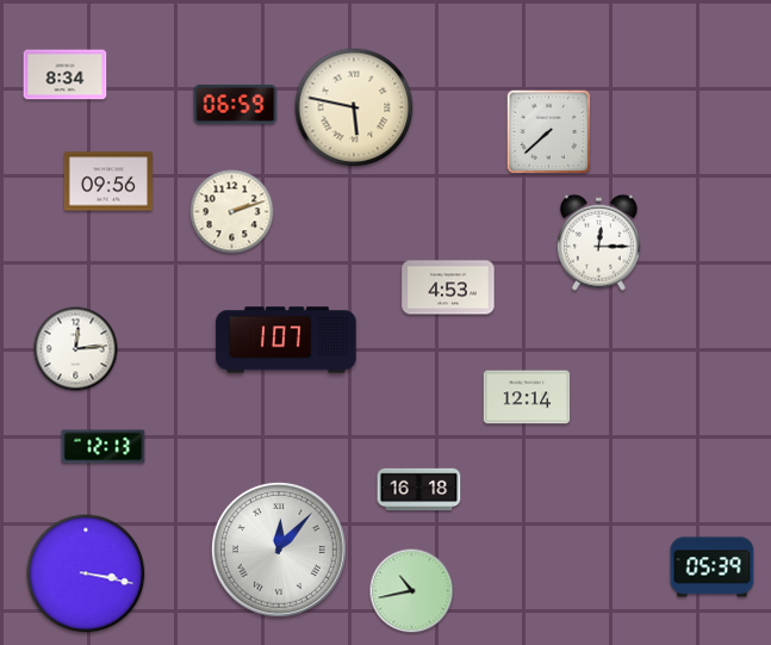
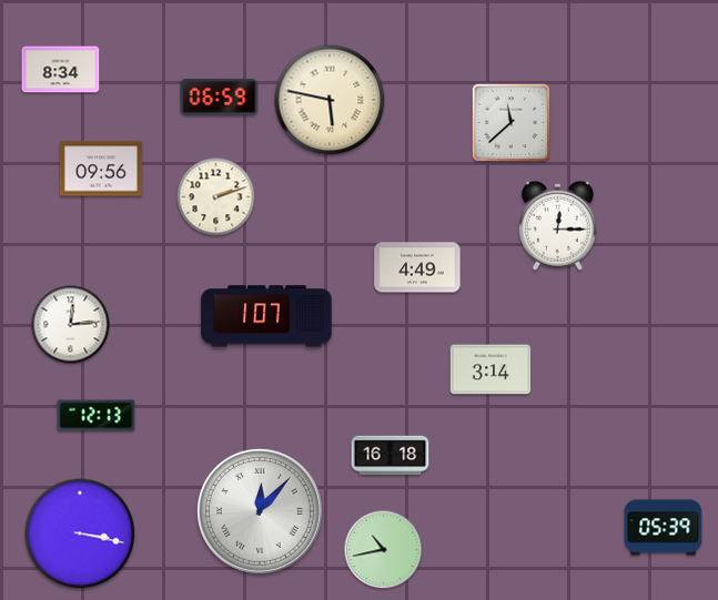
clock at (549, 132): 7:38 -> 11:38
clock at (448, 287): 4:53 -> 4:49
clock at (527, 397): 12:14 -> 3:14
